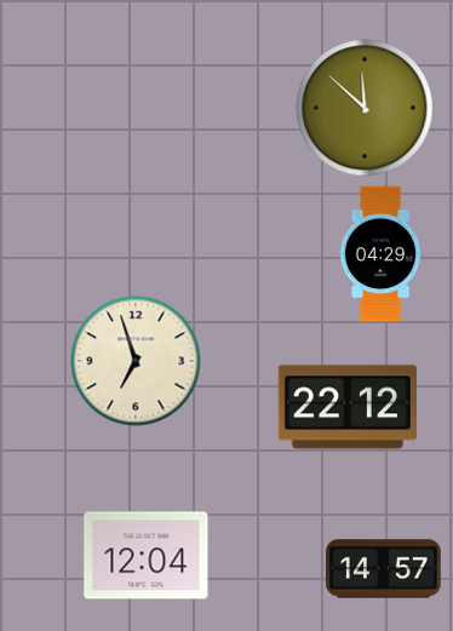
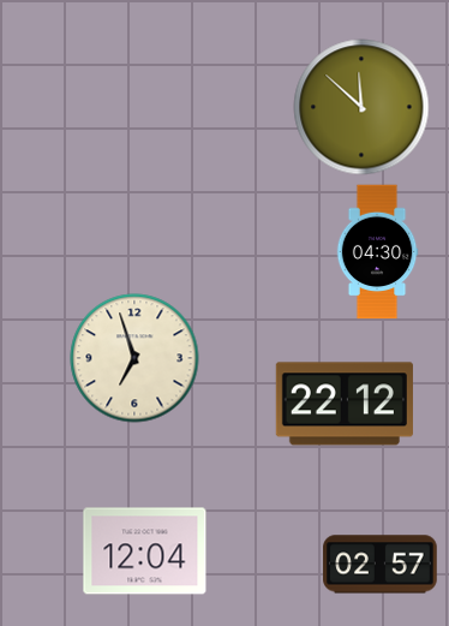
clock at (380, 254): 04:29 -> 04:30
clock at (384, 569): 14:57 -> 02:57
